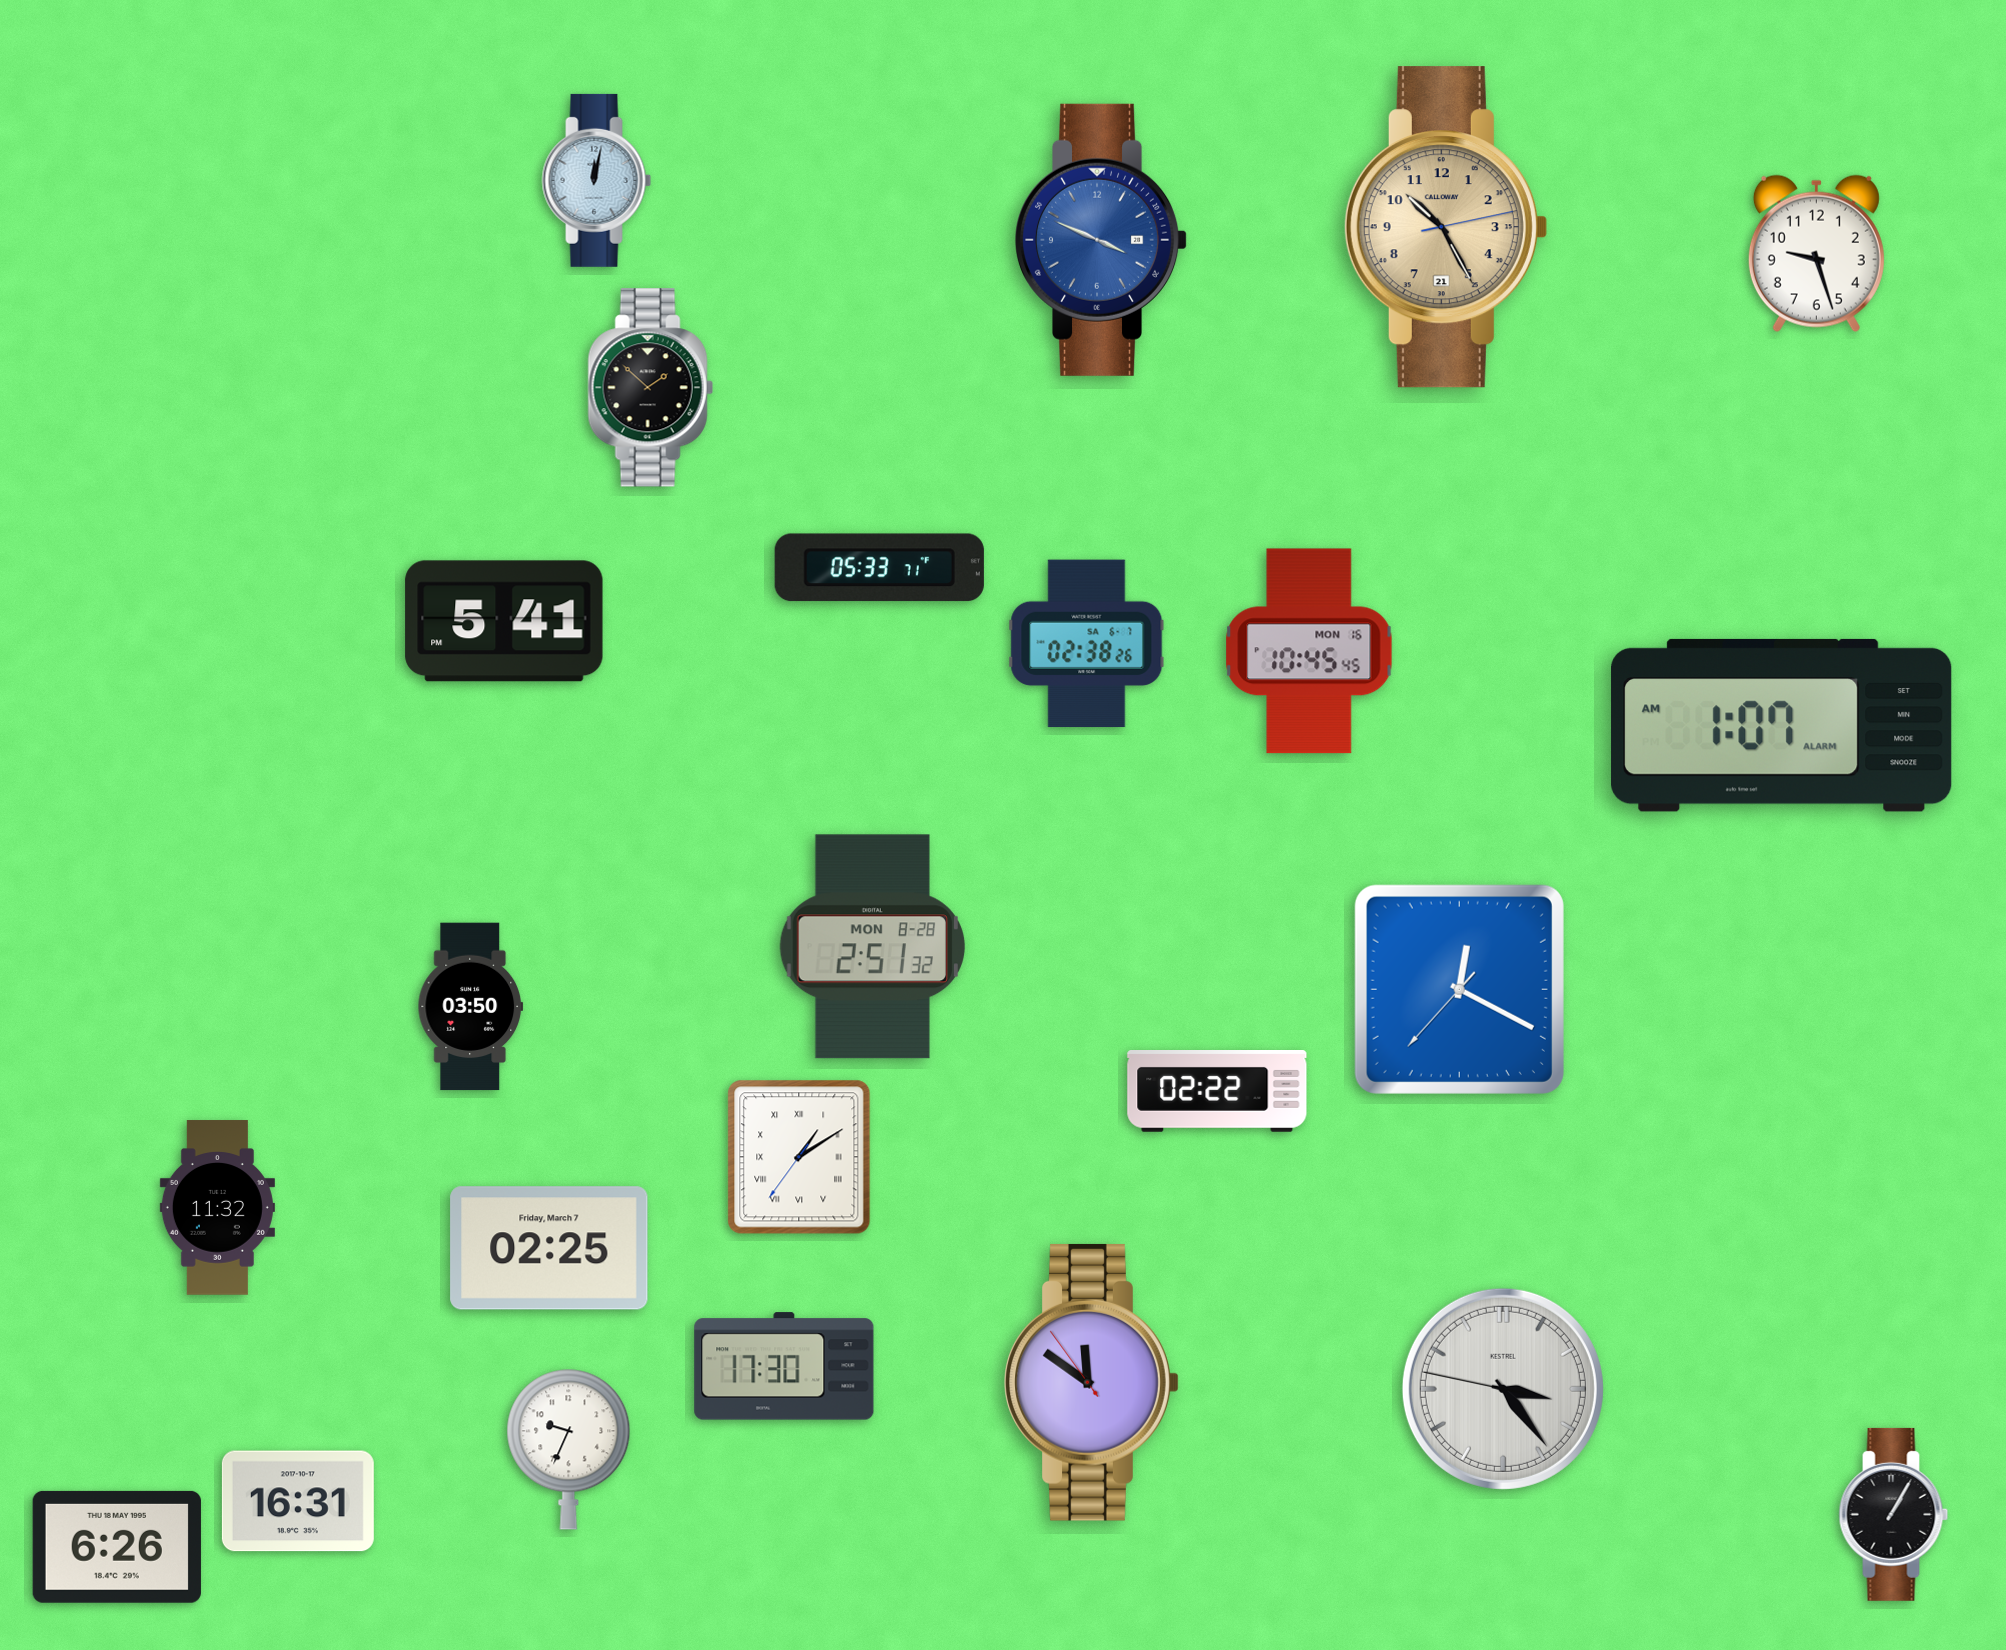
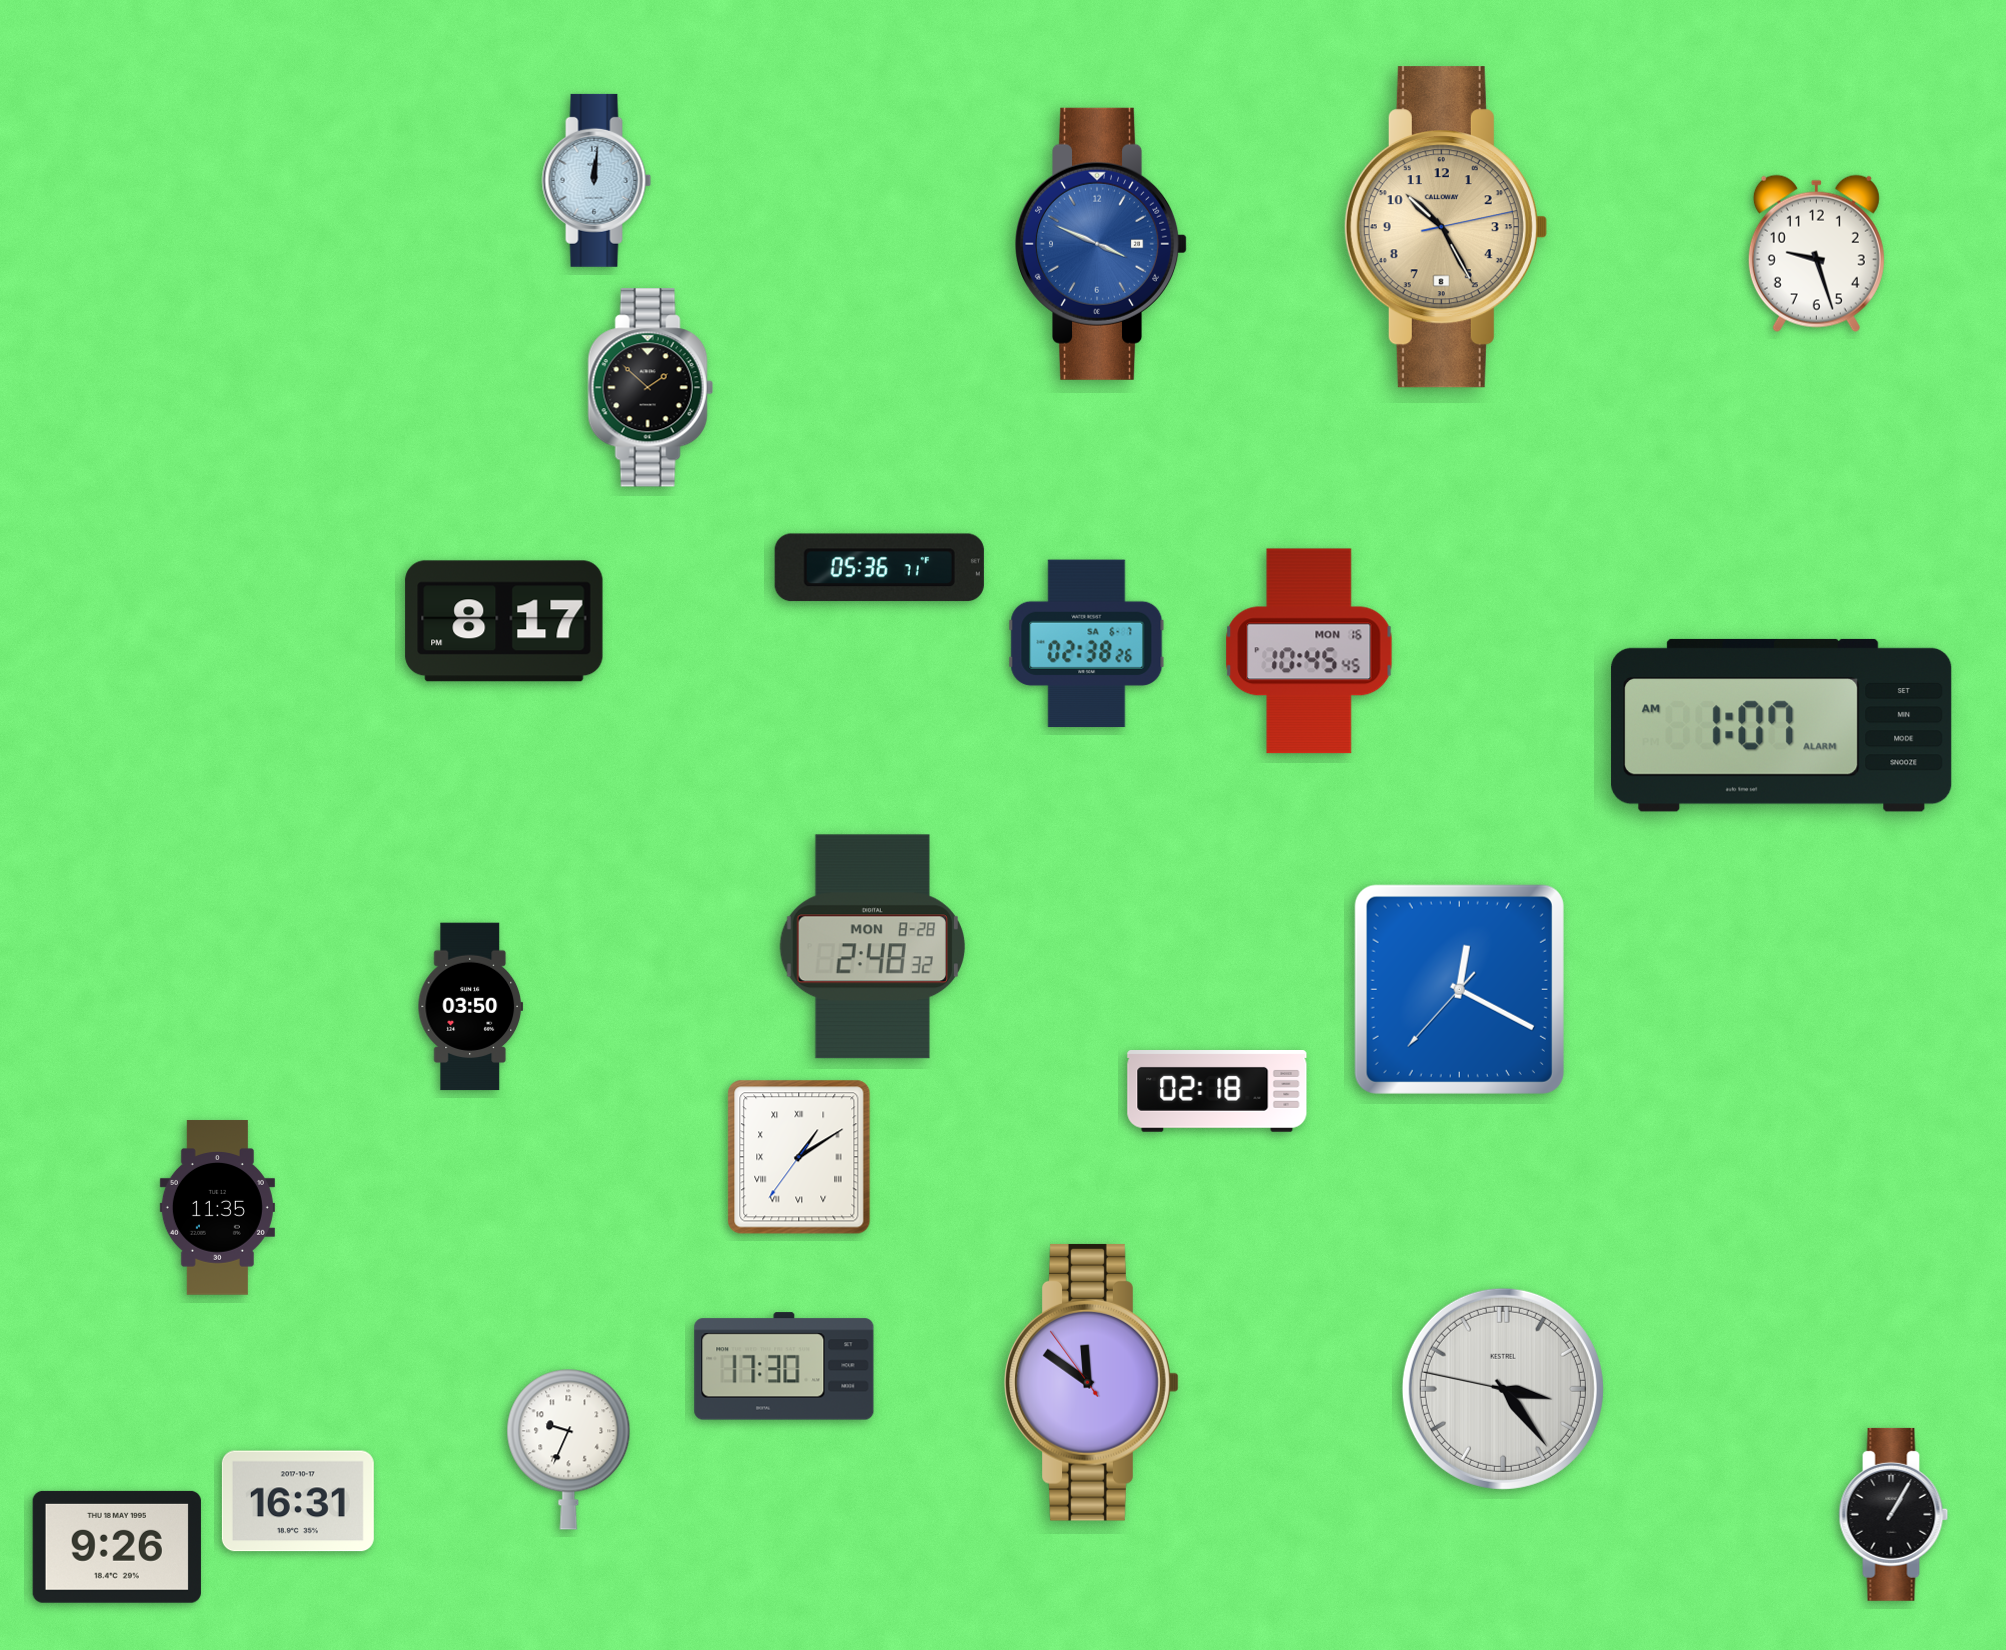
clock at (597, 180): 12:02 -> 12:01
clock at (1445, 227) date: 21 -> 8
clock at (1102, 240) position: (1102, 240) -> (1102, 244)
clock at (879, 568): 05:33 -> 05:36
clock at (504, 621): 5:41 -> 8:17
clock at (872, 947): 2:51 -> 2:48
clock at (1217, 1091): 02:22 -> 02:18
clock at (217, 1208): 11:32 -> 11:35
clock at (549, 1248): 02:25 -> none
clock at (117, 1547): 6:26 -> 9:26
